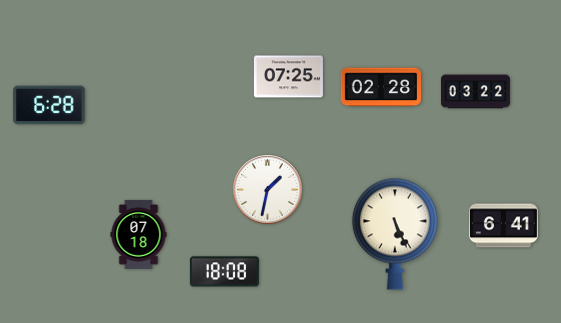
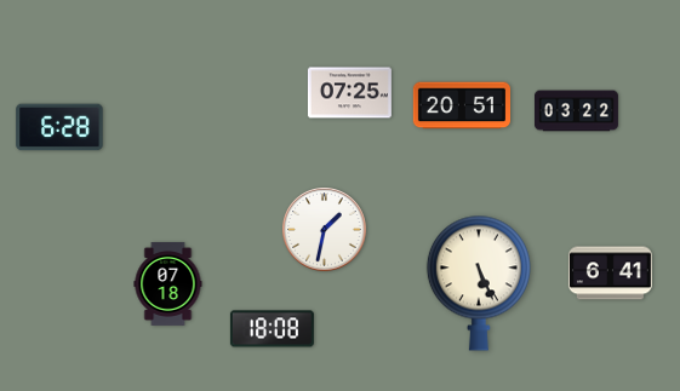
clock at (380, 87): 02:28 -> 20:51
